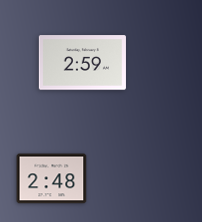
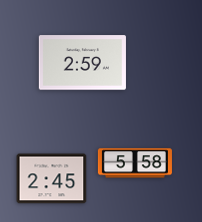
clock at (135, 163): none -> 5:58
clock at (52, 179): 2:48 -> 2:45
